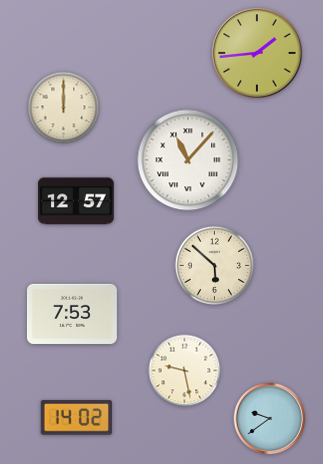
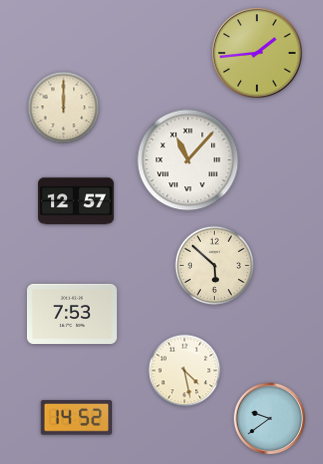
clock at (185, 371): 9:28 -> 4:28
clock at (76, 418): 14:02 -> 14:52
